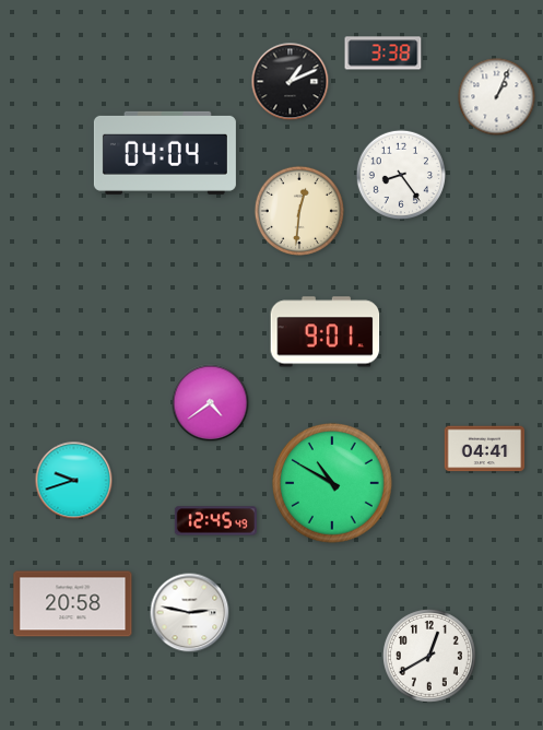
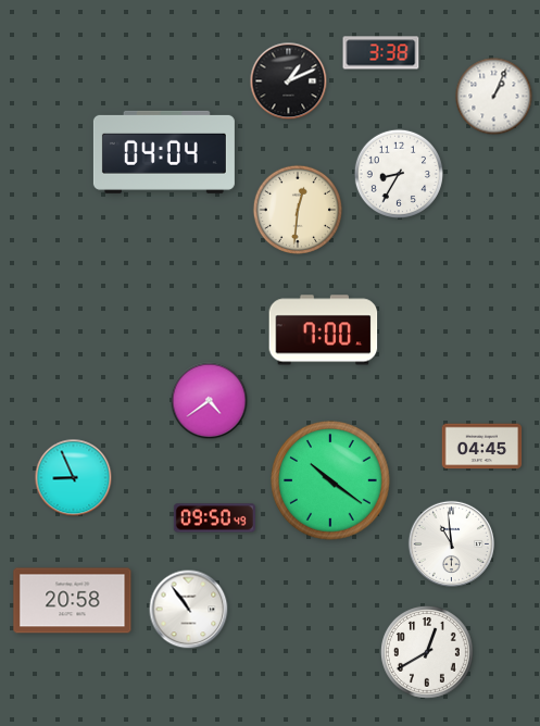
clock at (400, 174): 8:24 -> 8:35
clock at (326, 332): 9:01 -> 7:00
clock at (485, 449): 04:41 -> 04:45
clock at (74, 481): 9:42 -> 8:56
clock at (332, 483): 10:50 -> 10:21
clock at (215, 521): 12:45 -> 09:50
clock at (451, 543): none -> 10:59
clock at (190, 613): 2:47 -> 10:54
